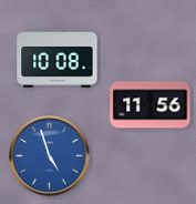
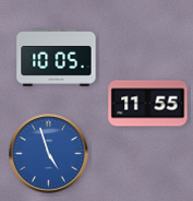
clock at (58, 59): 10:08 -> 10:05
clock at (151, 105): 11:56 -> 11:55
